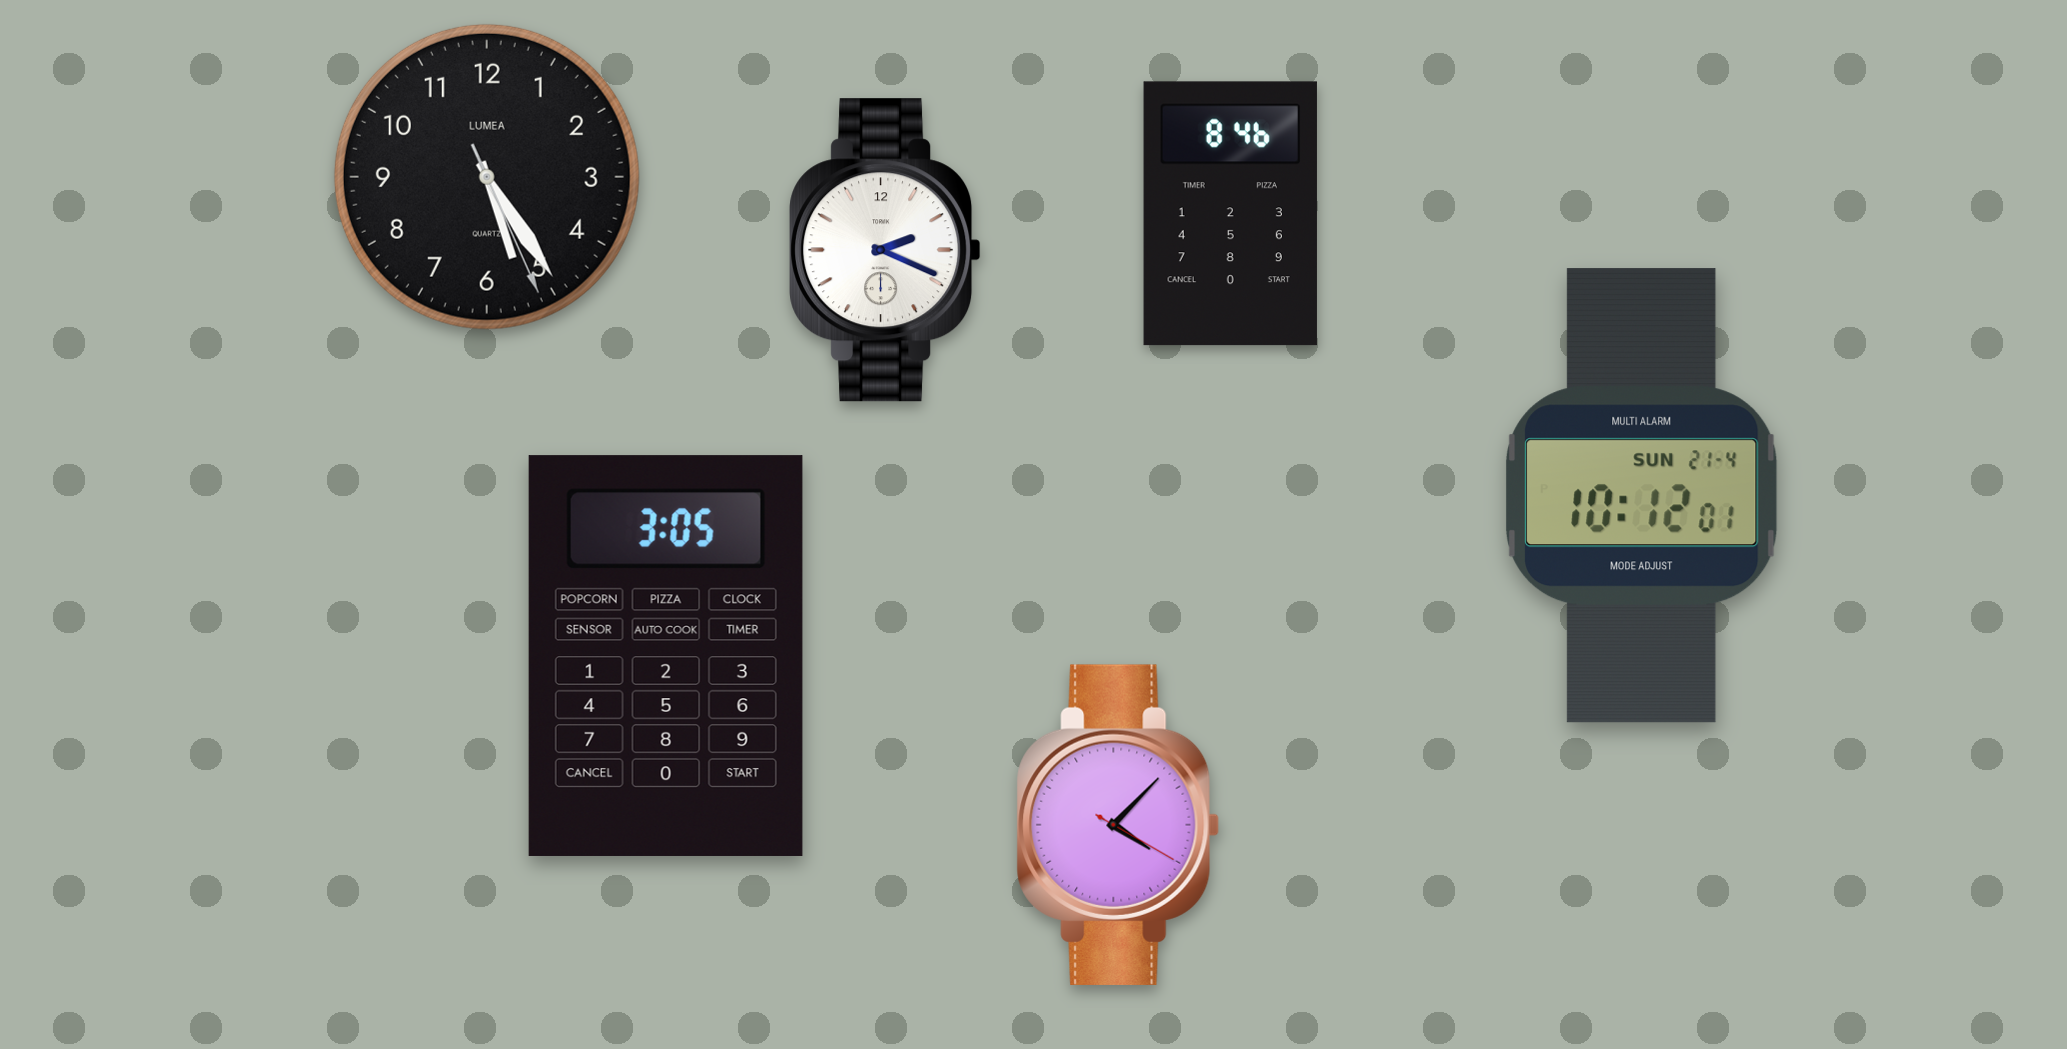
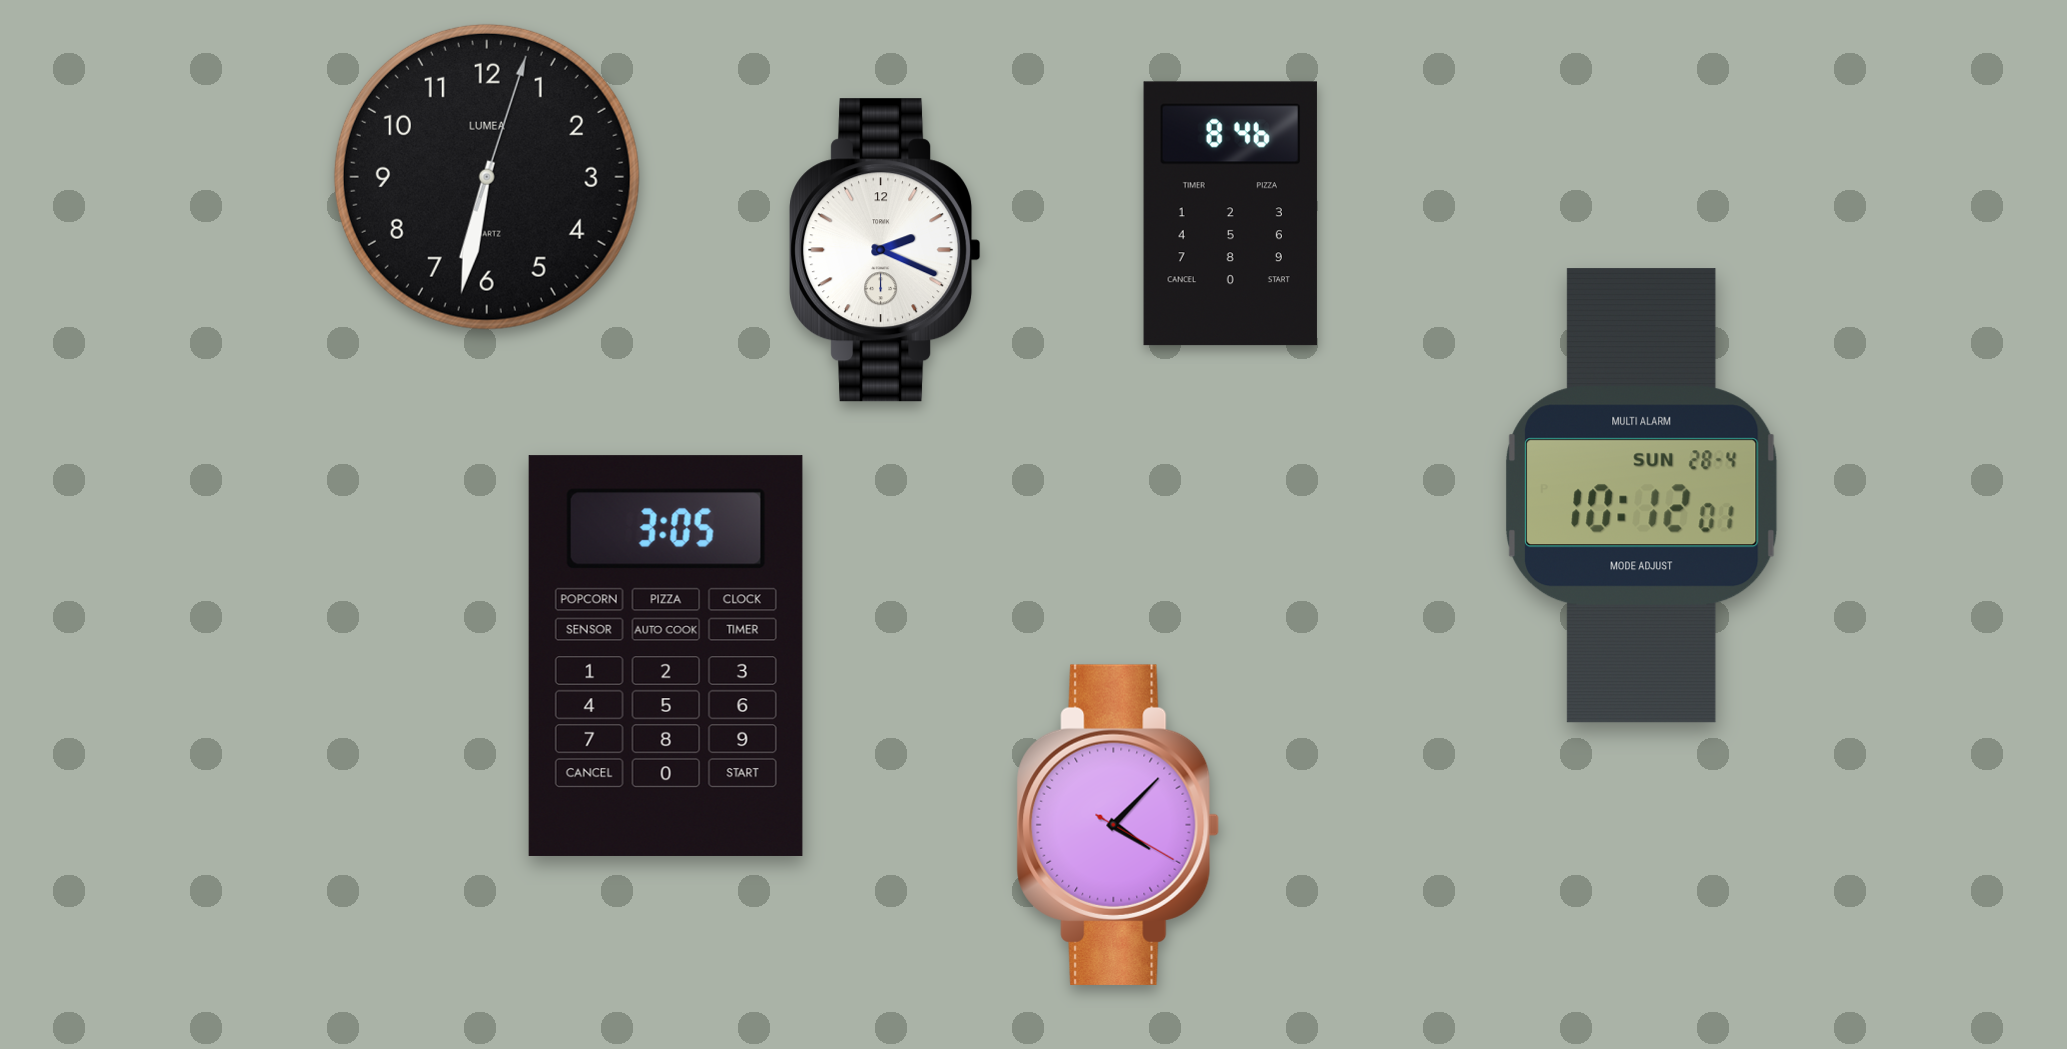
clock at (487, 177): 5:24 -> 6:32
clock at (1642, 496) date: SUN 21-4 -> SUN 28-4
